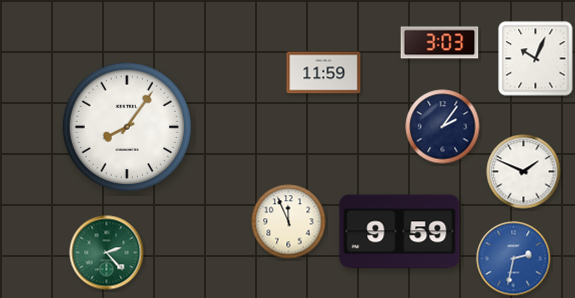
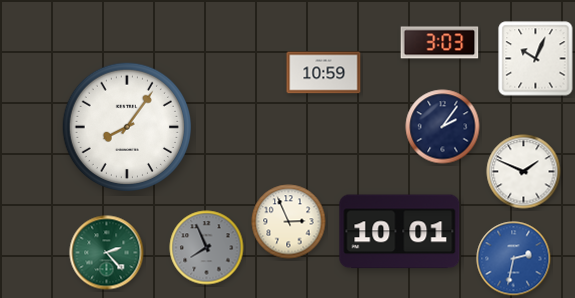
clock at (324, 73): 11:59 -> 10:59
clock at (289, 222): 11:56 -> 2:56
clock at (400, 232): 9:59 -> 10:01
clock at (207, 248): none -> 7:56
